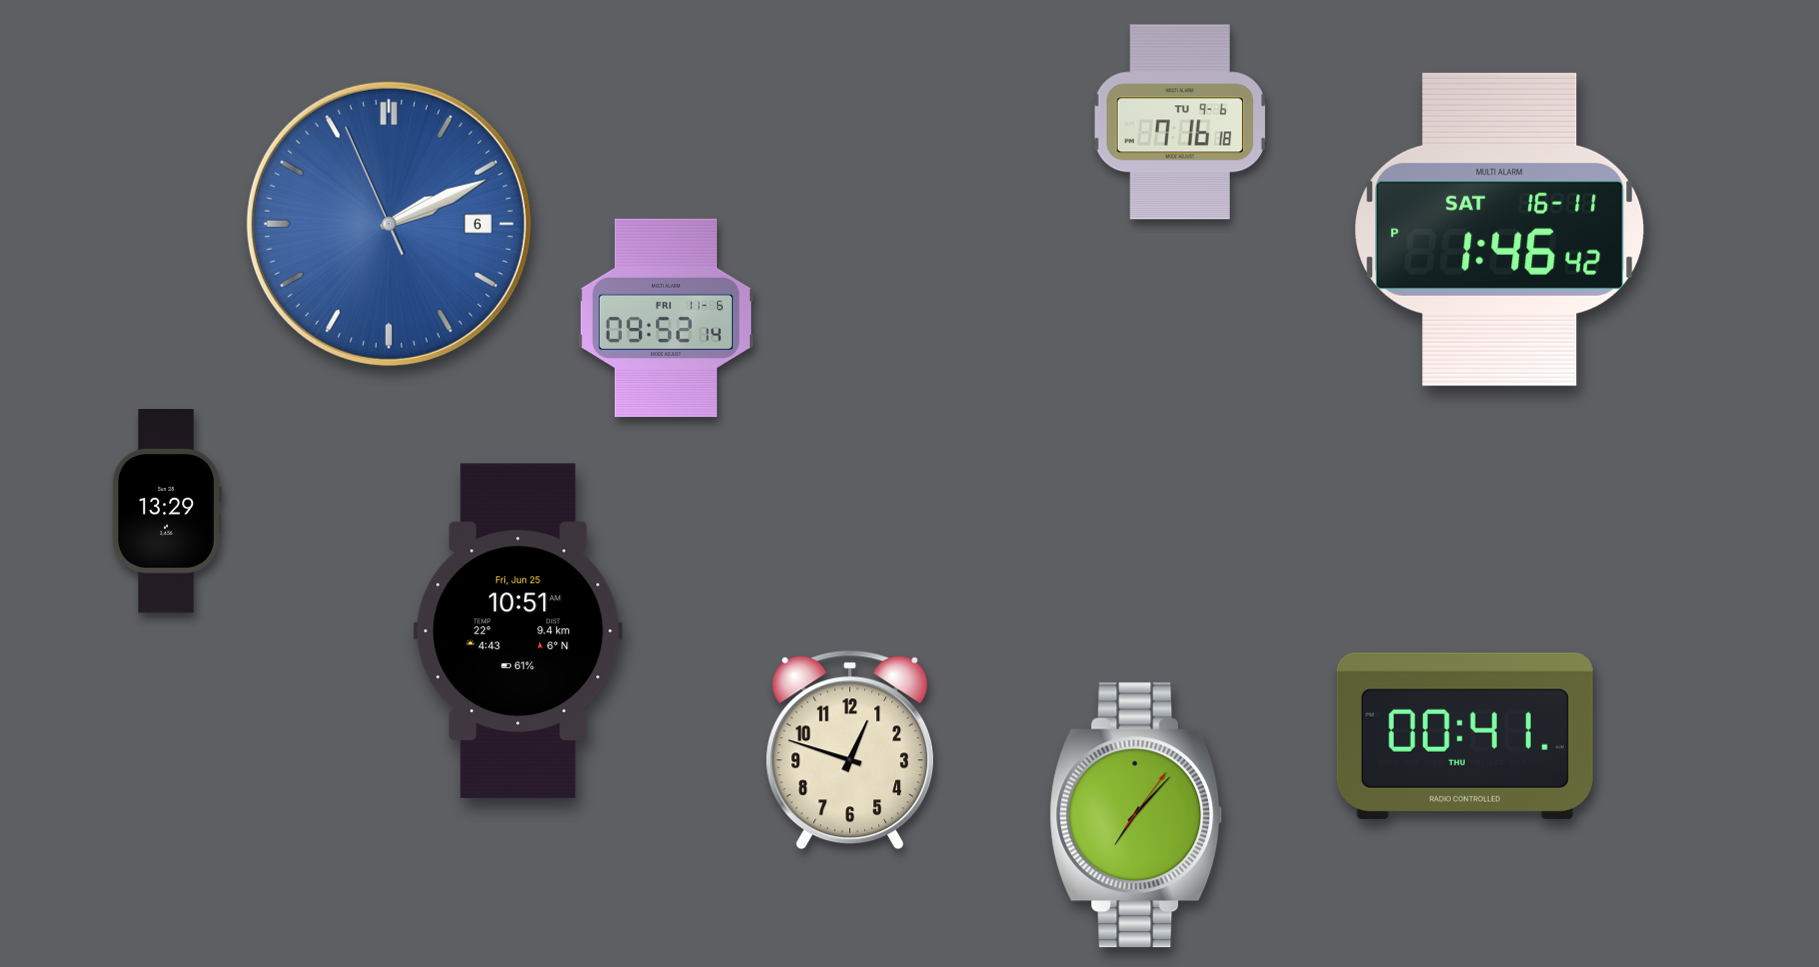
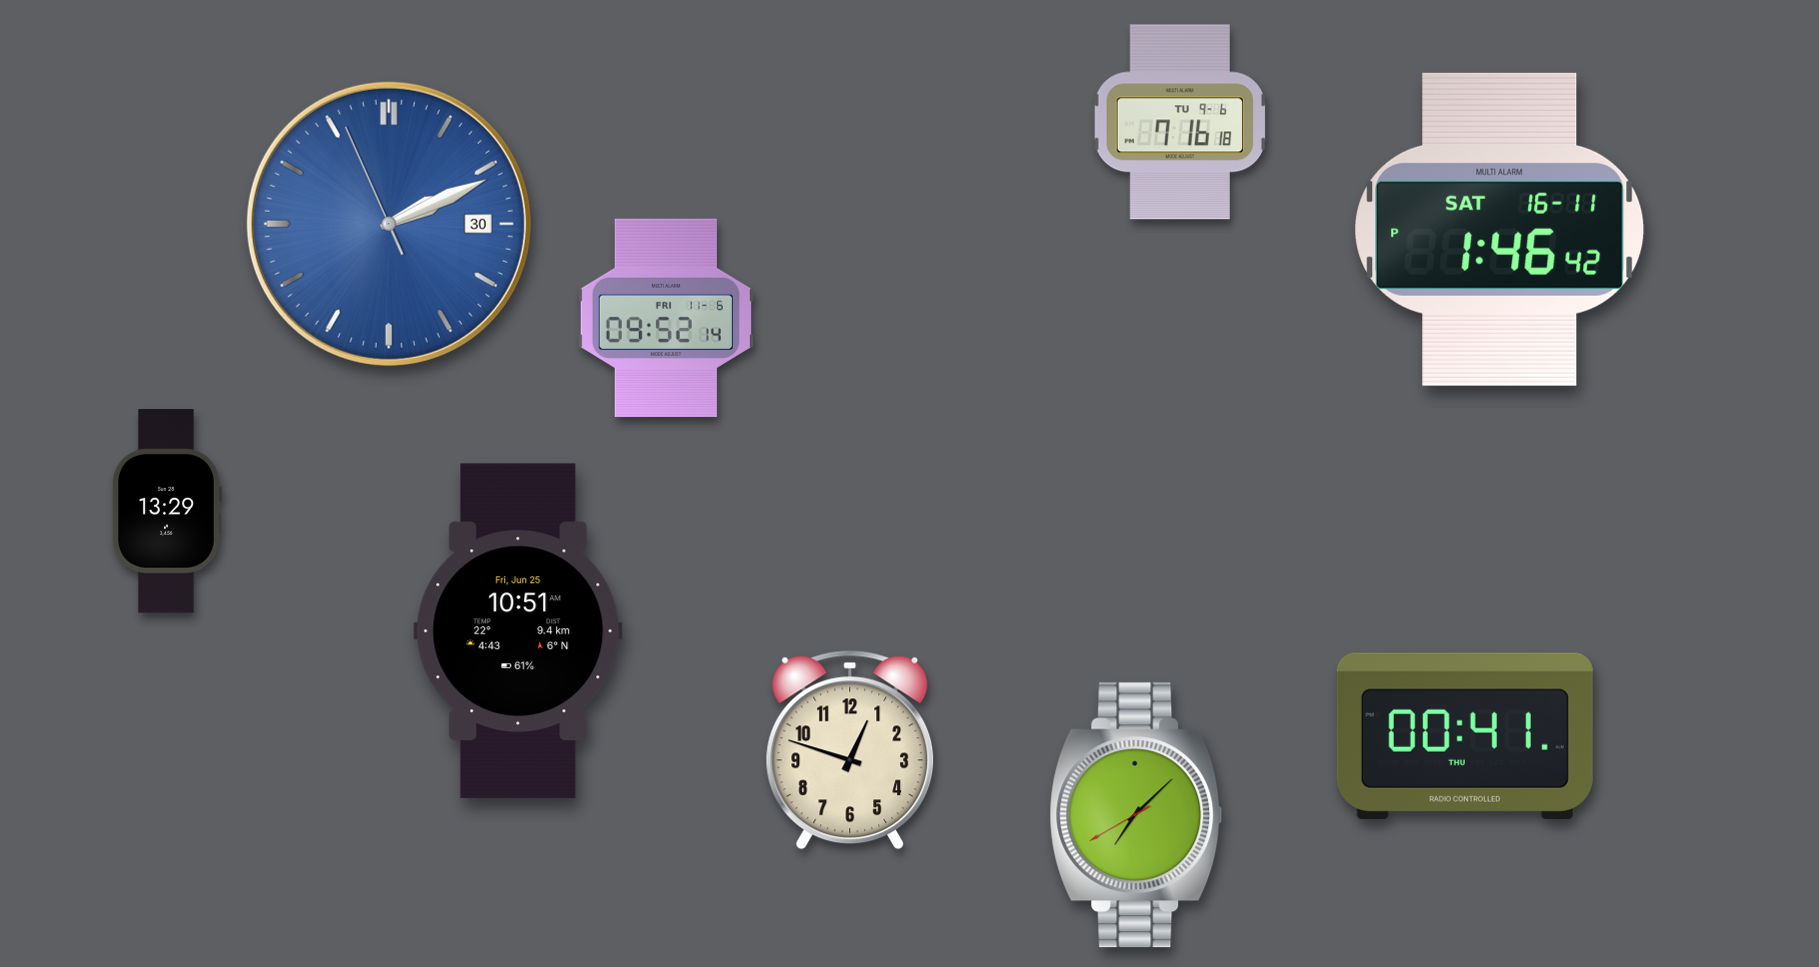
clock at (389, 224) date: 6 -> 30
clock at (1136, 815): 7:07:06 -> 7:07:40
